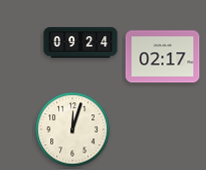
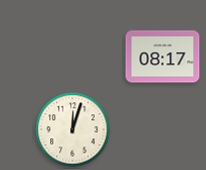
clock at (81, 43): 09:24 -> none
clock at (163, 57): 02:17 -> 08:17
